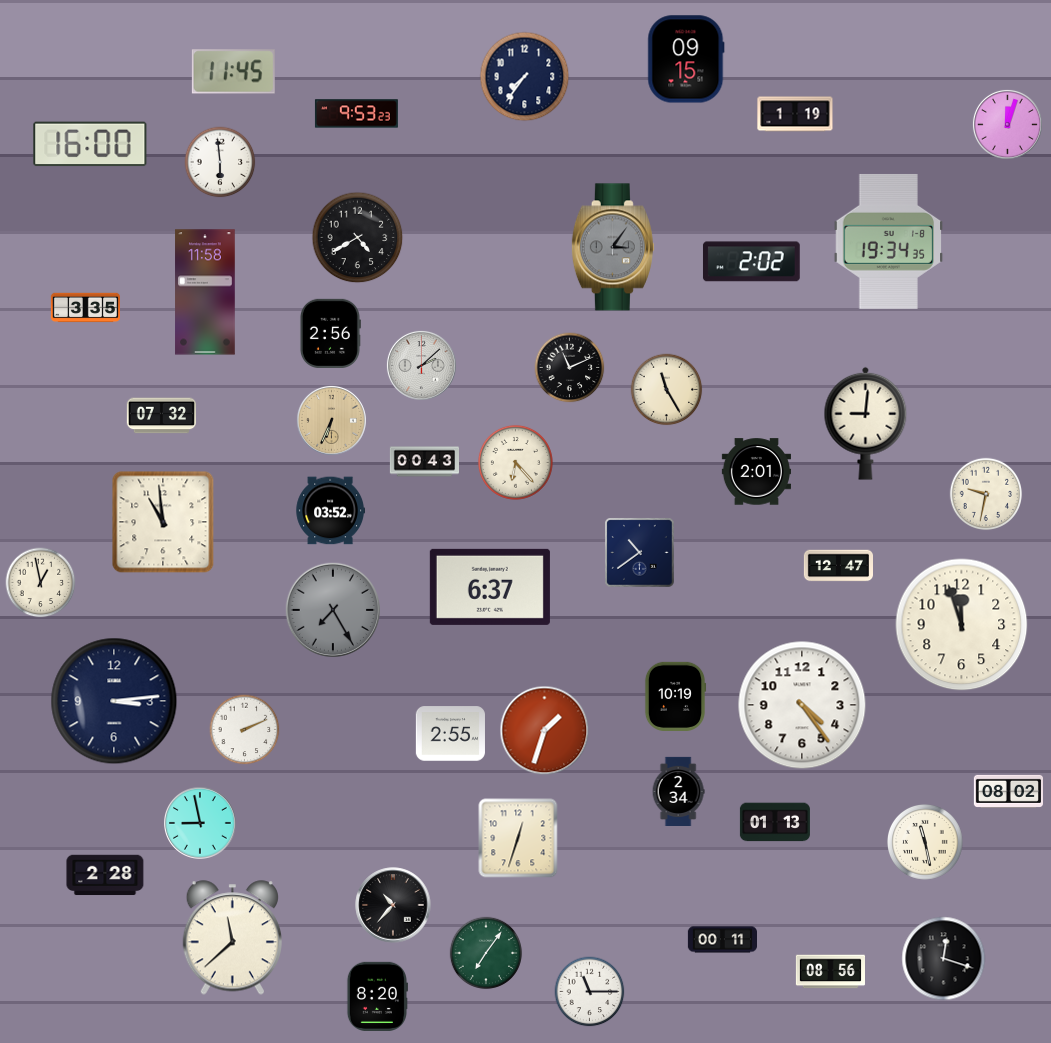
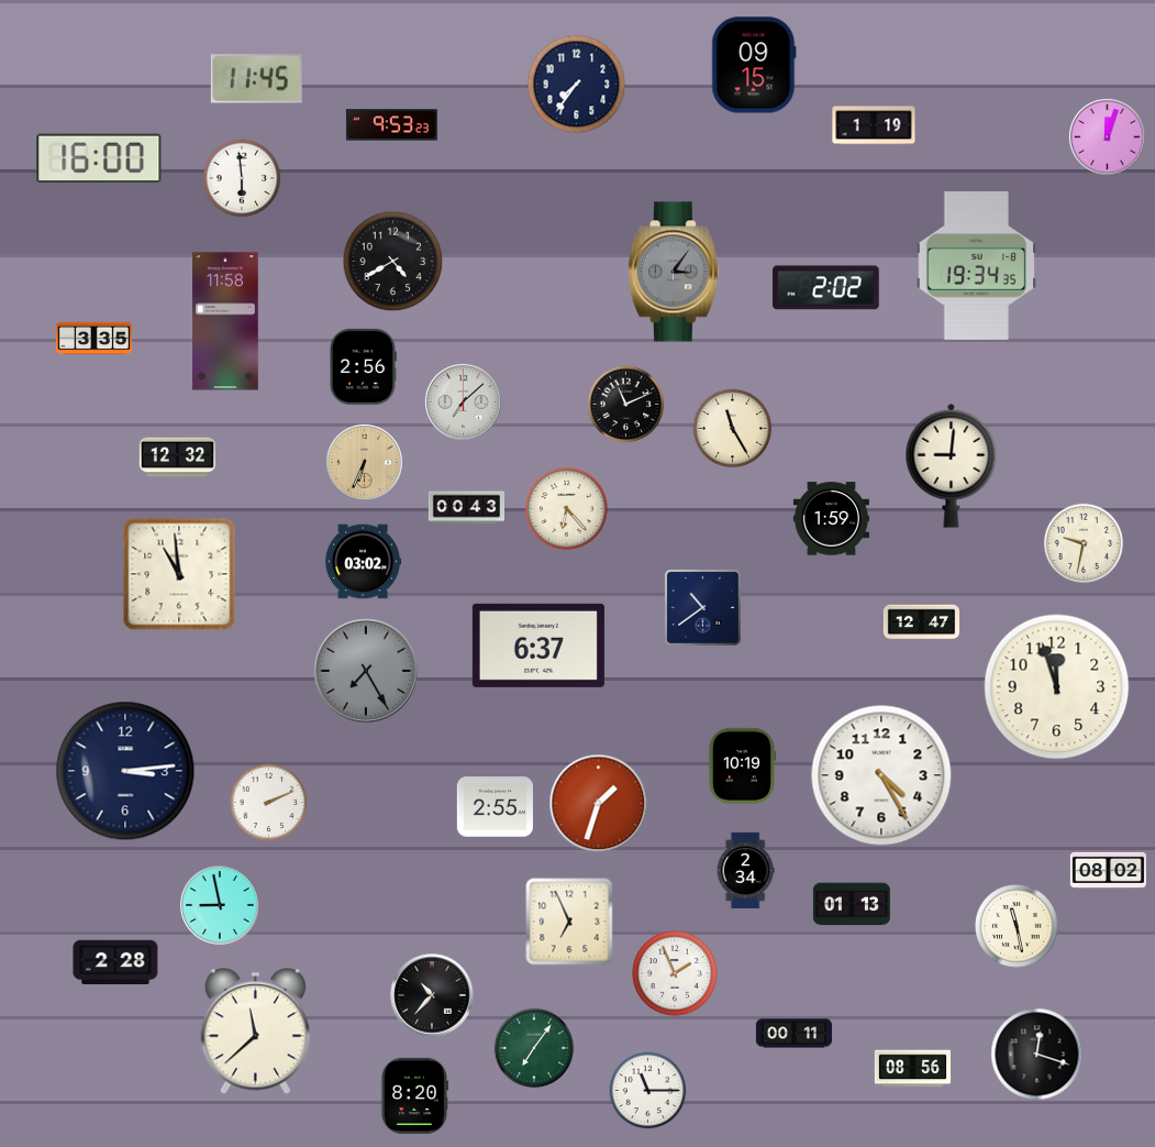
clock at (421, 365): 2:08 -> 7:08
clock at (161, 416): 07:32 -> 12:32
clock at (756, 472): 2:01 -> 1:59
clock at (330, 511): 03:52 -> 03:02
clock at (41, 583): 12:58 -> none
clock at (802, 705): 4:24 -> 4:25
clock at (518, 838): 12:33 -> 6:56
clock at (675, 973): none -> 1:56
